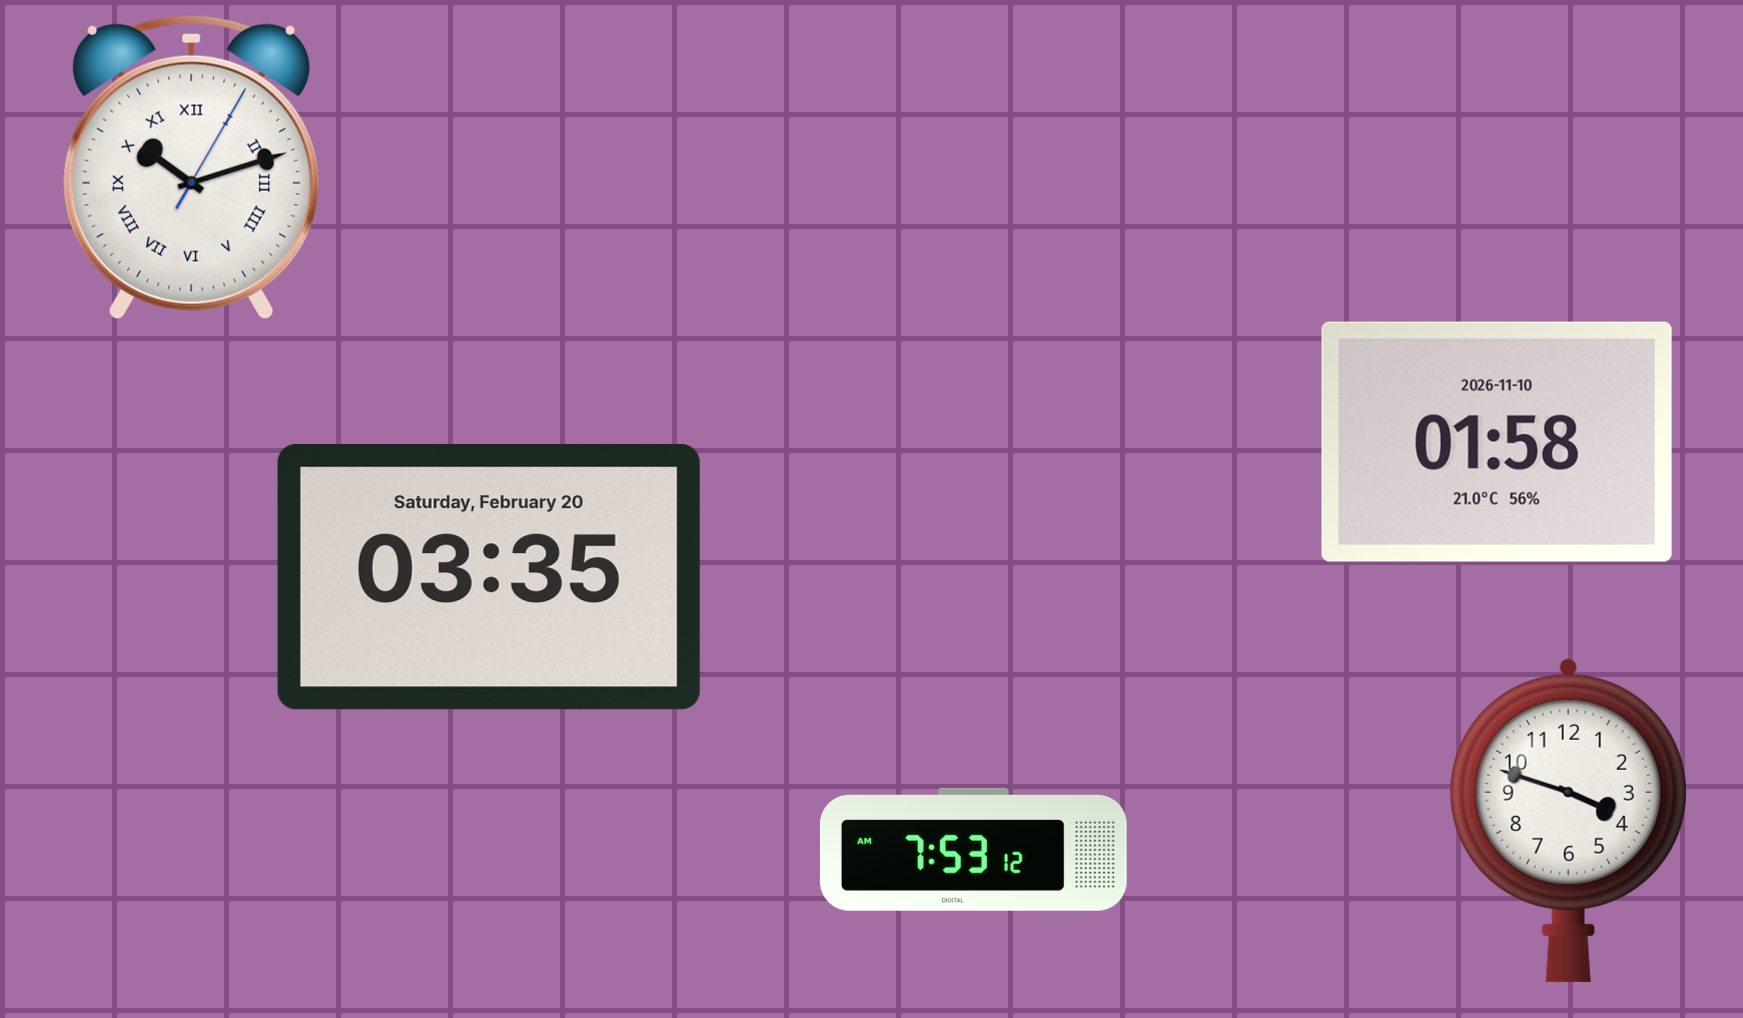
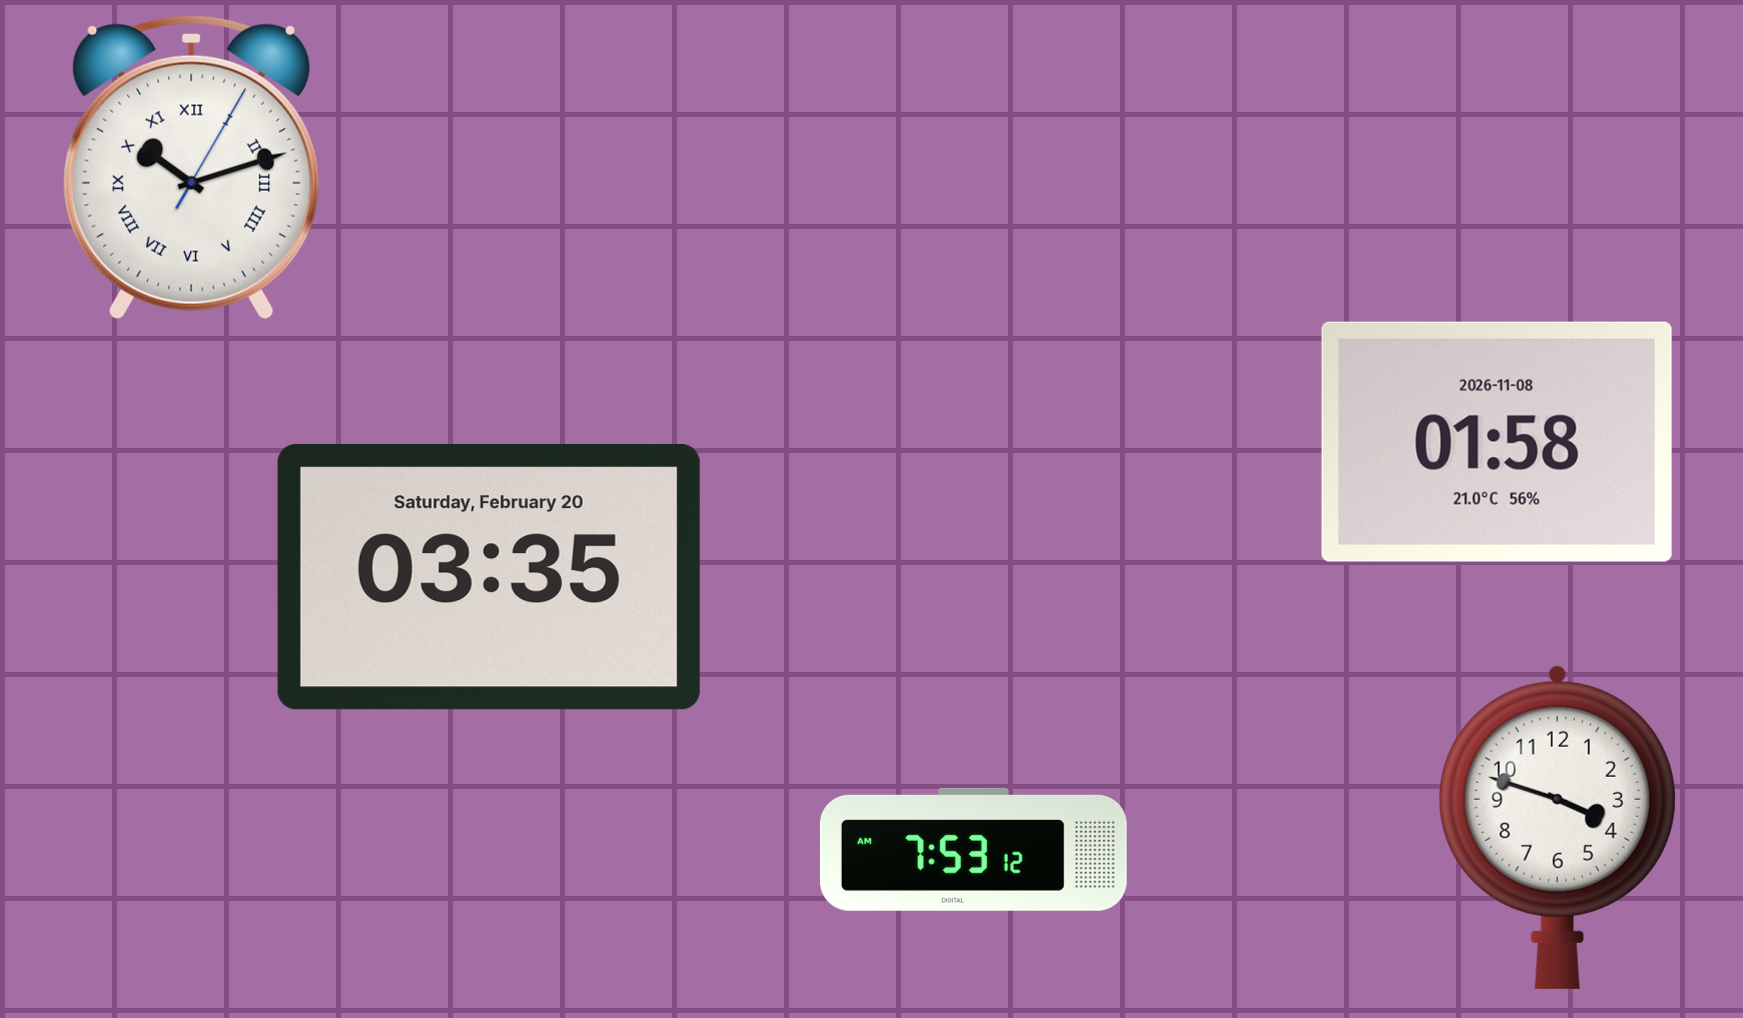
clock at (1497, 442) date: 2026-11-10 -> 2026-11-08
clock at (1568, 820) position: (1568, 820) -> (1557, 827)
